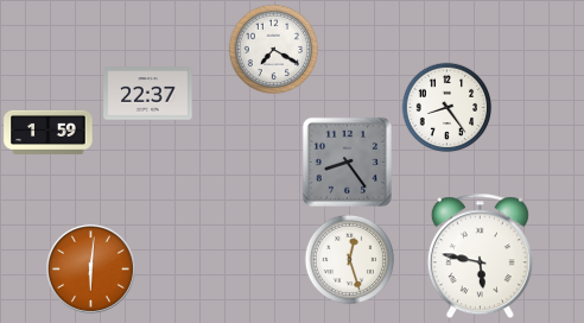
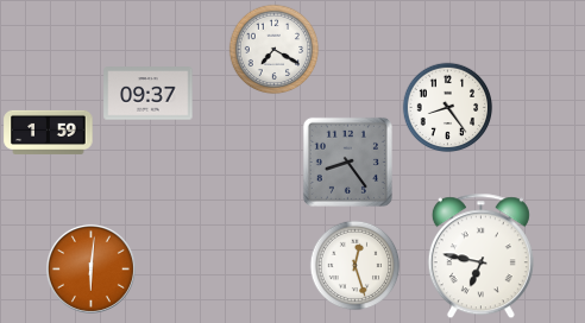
clock at (148, 94): 22:37 -> 09:37
clock at (480, 256): 5:47 -> 6:47
clock at (350, 260) position: (350, 260) -> (356, 266)
